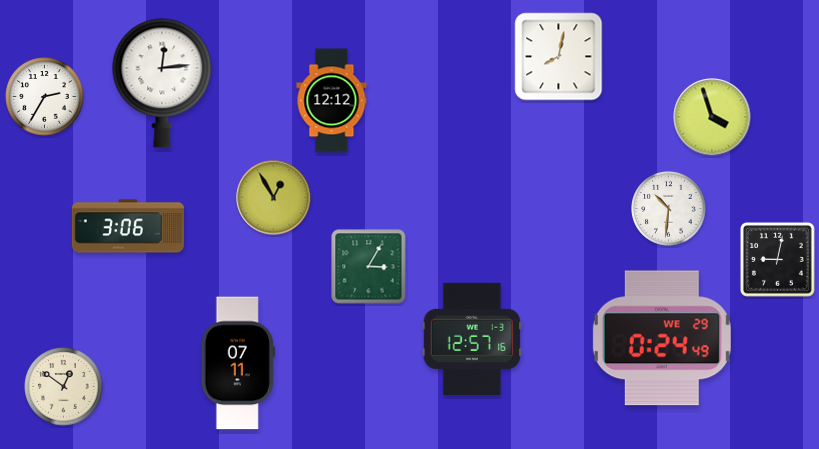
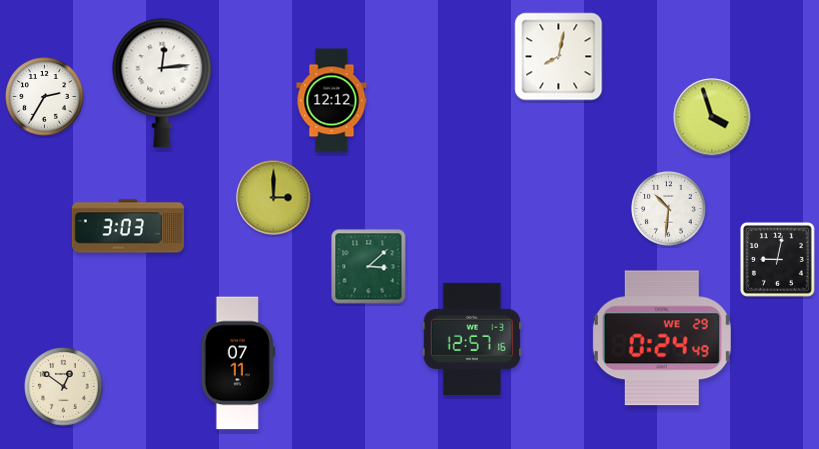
clock at (274, 198): 12:55 -> 3:00
clock at (128, 226): 3:06 -> 3:03
clock at (369, 267): 3:05 -> 3:08
